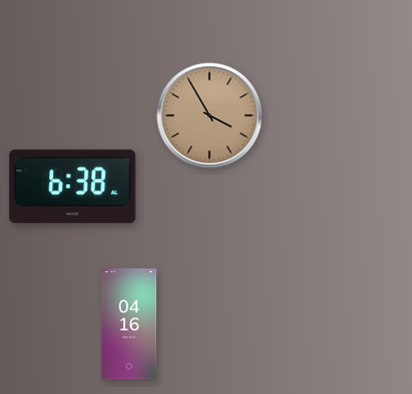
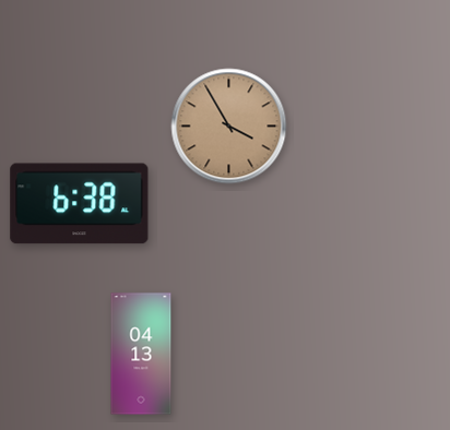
clock at (129, 324): 04:16 -> 04:13
